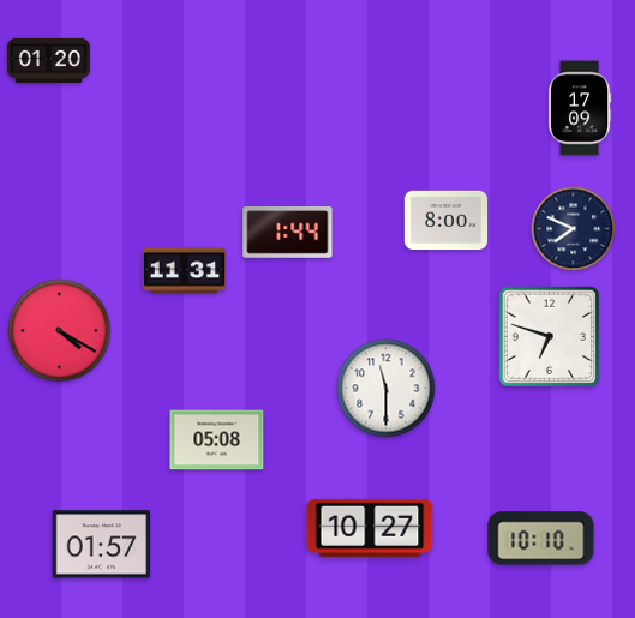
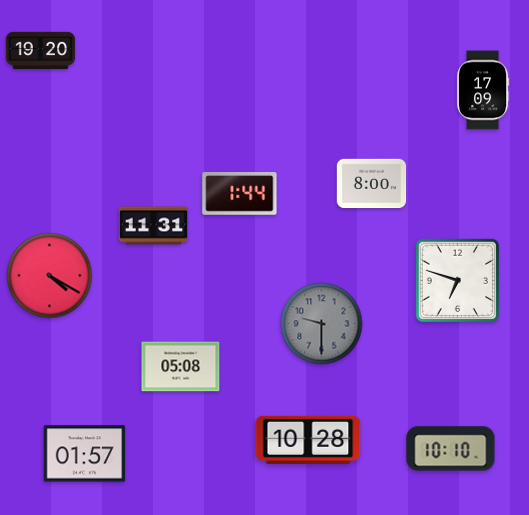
clock at (49, 61): 01:20 -> 19:20
clock at (574, 229): 7:49 -> none
clock at (387, 389): 11:30 -> 9:30
clock at (387, 389) dial: white -> grey
clock at (370, 528): 10:27 -> 10:28
